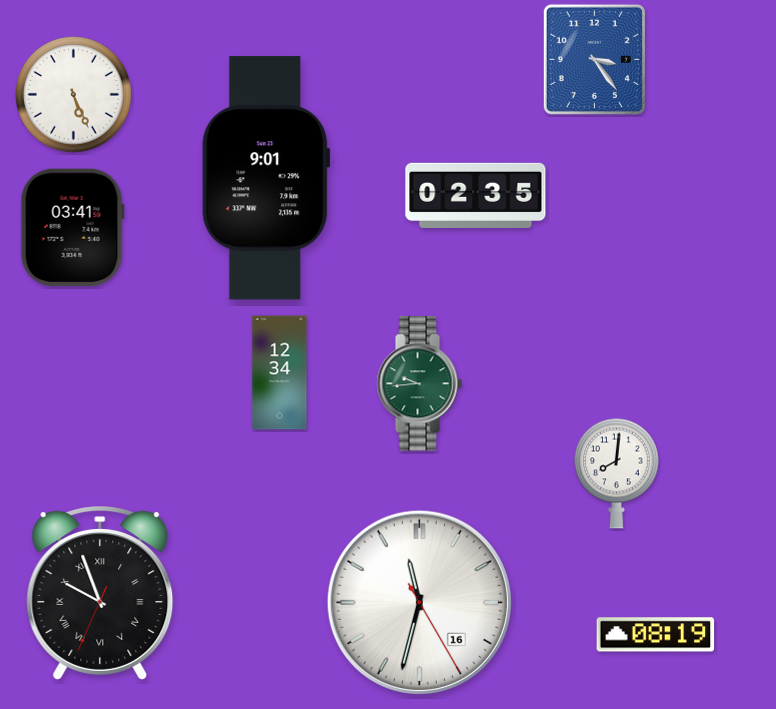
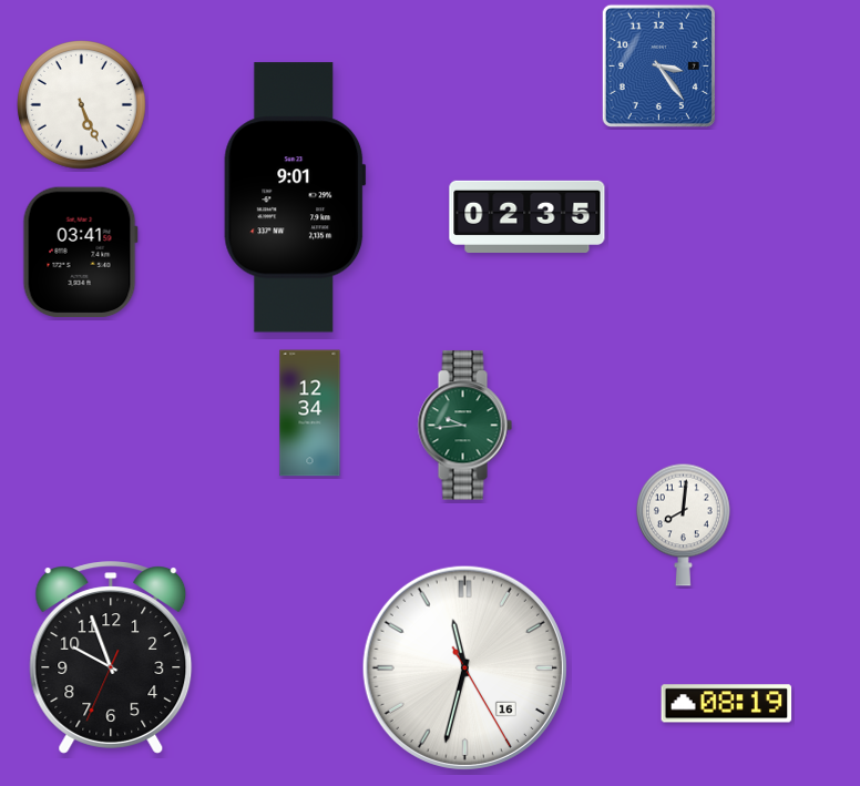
clock at (100, 593) numerals: Roman -> Arabic
